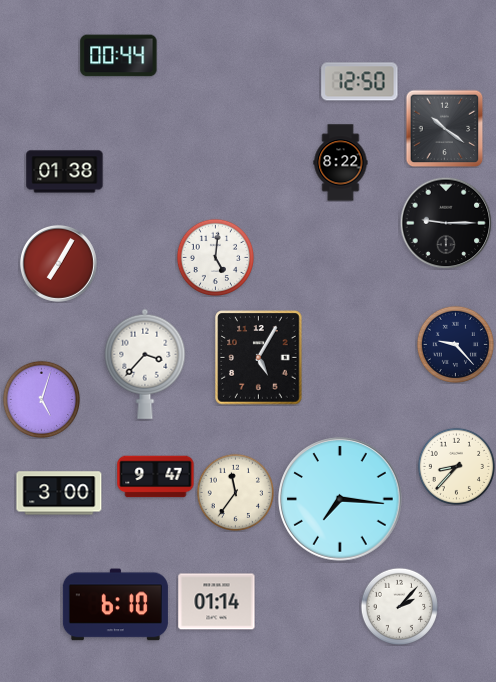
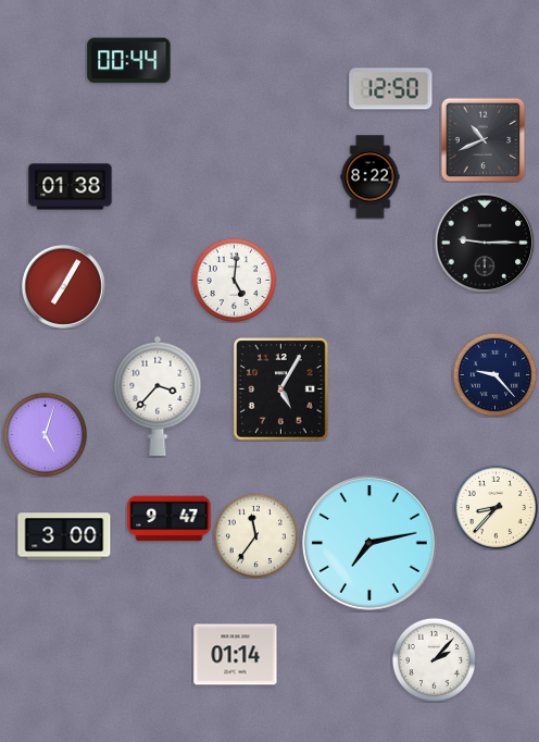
clock at (444, 128): 10:21 -> 10:41
clock at (340, 499): 7:16 -> 7:13
clock at (115, 605): 6:10 -> none
